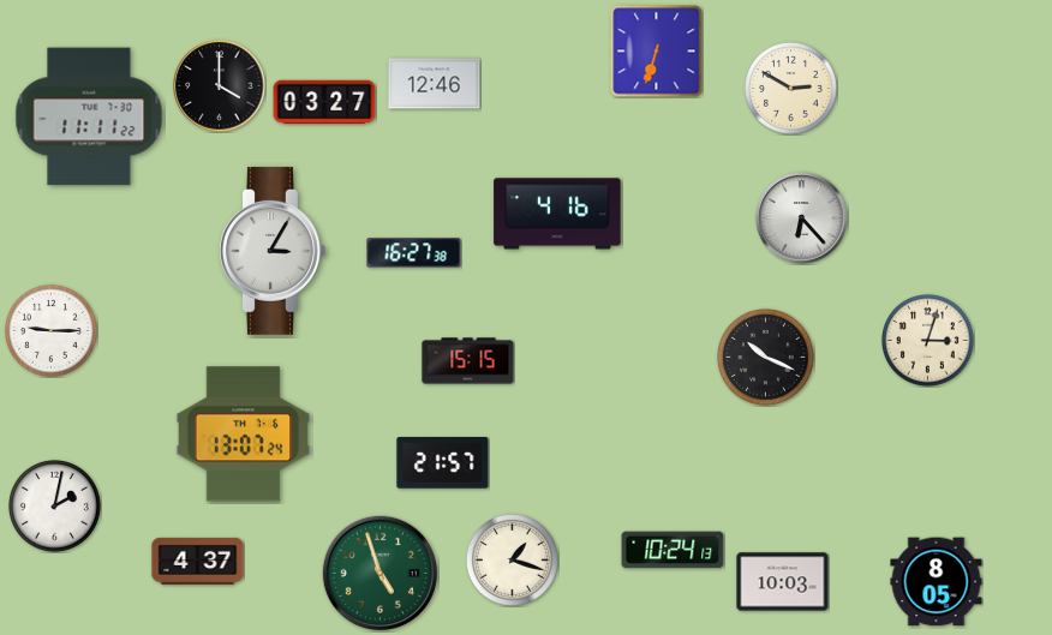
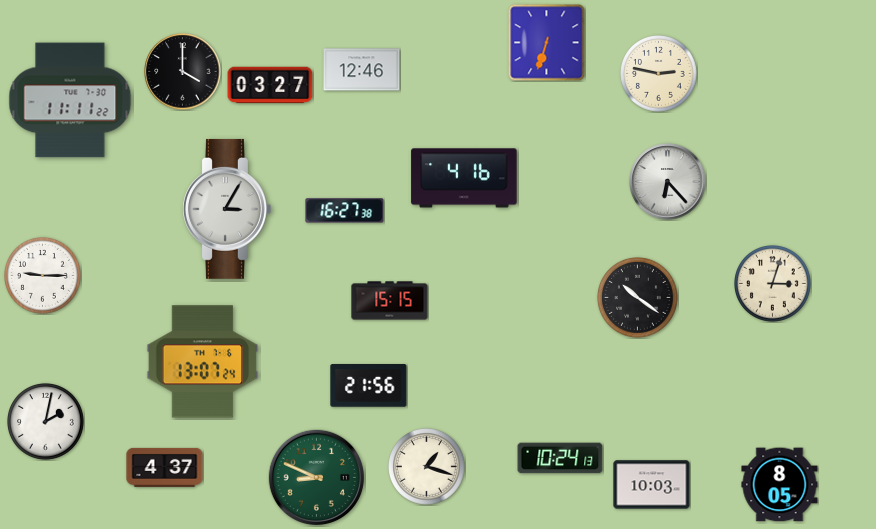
clock at (791, 89): 2:50 -> 2:47
clock at (89, 116) position: (89, 116) -> (70, 100)
clock at (766, 358): 10:19 -> 10:21
clock at (443, 463): 21:57 -> 21:56
clock at (379, 573): 4:57 -> 8:49
